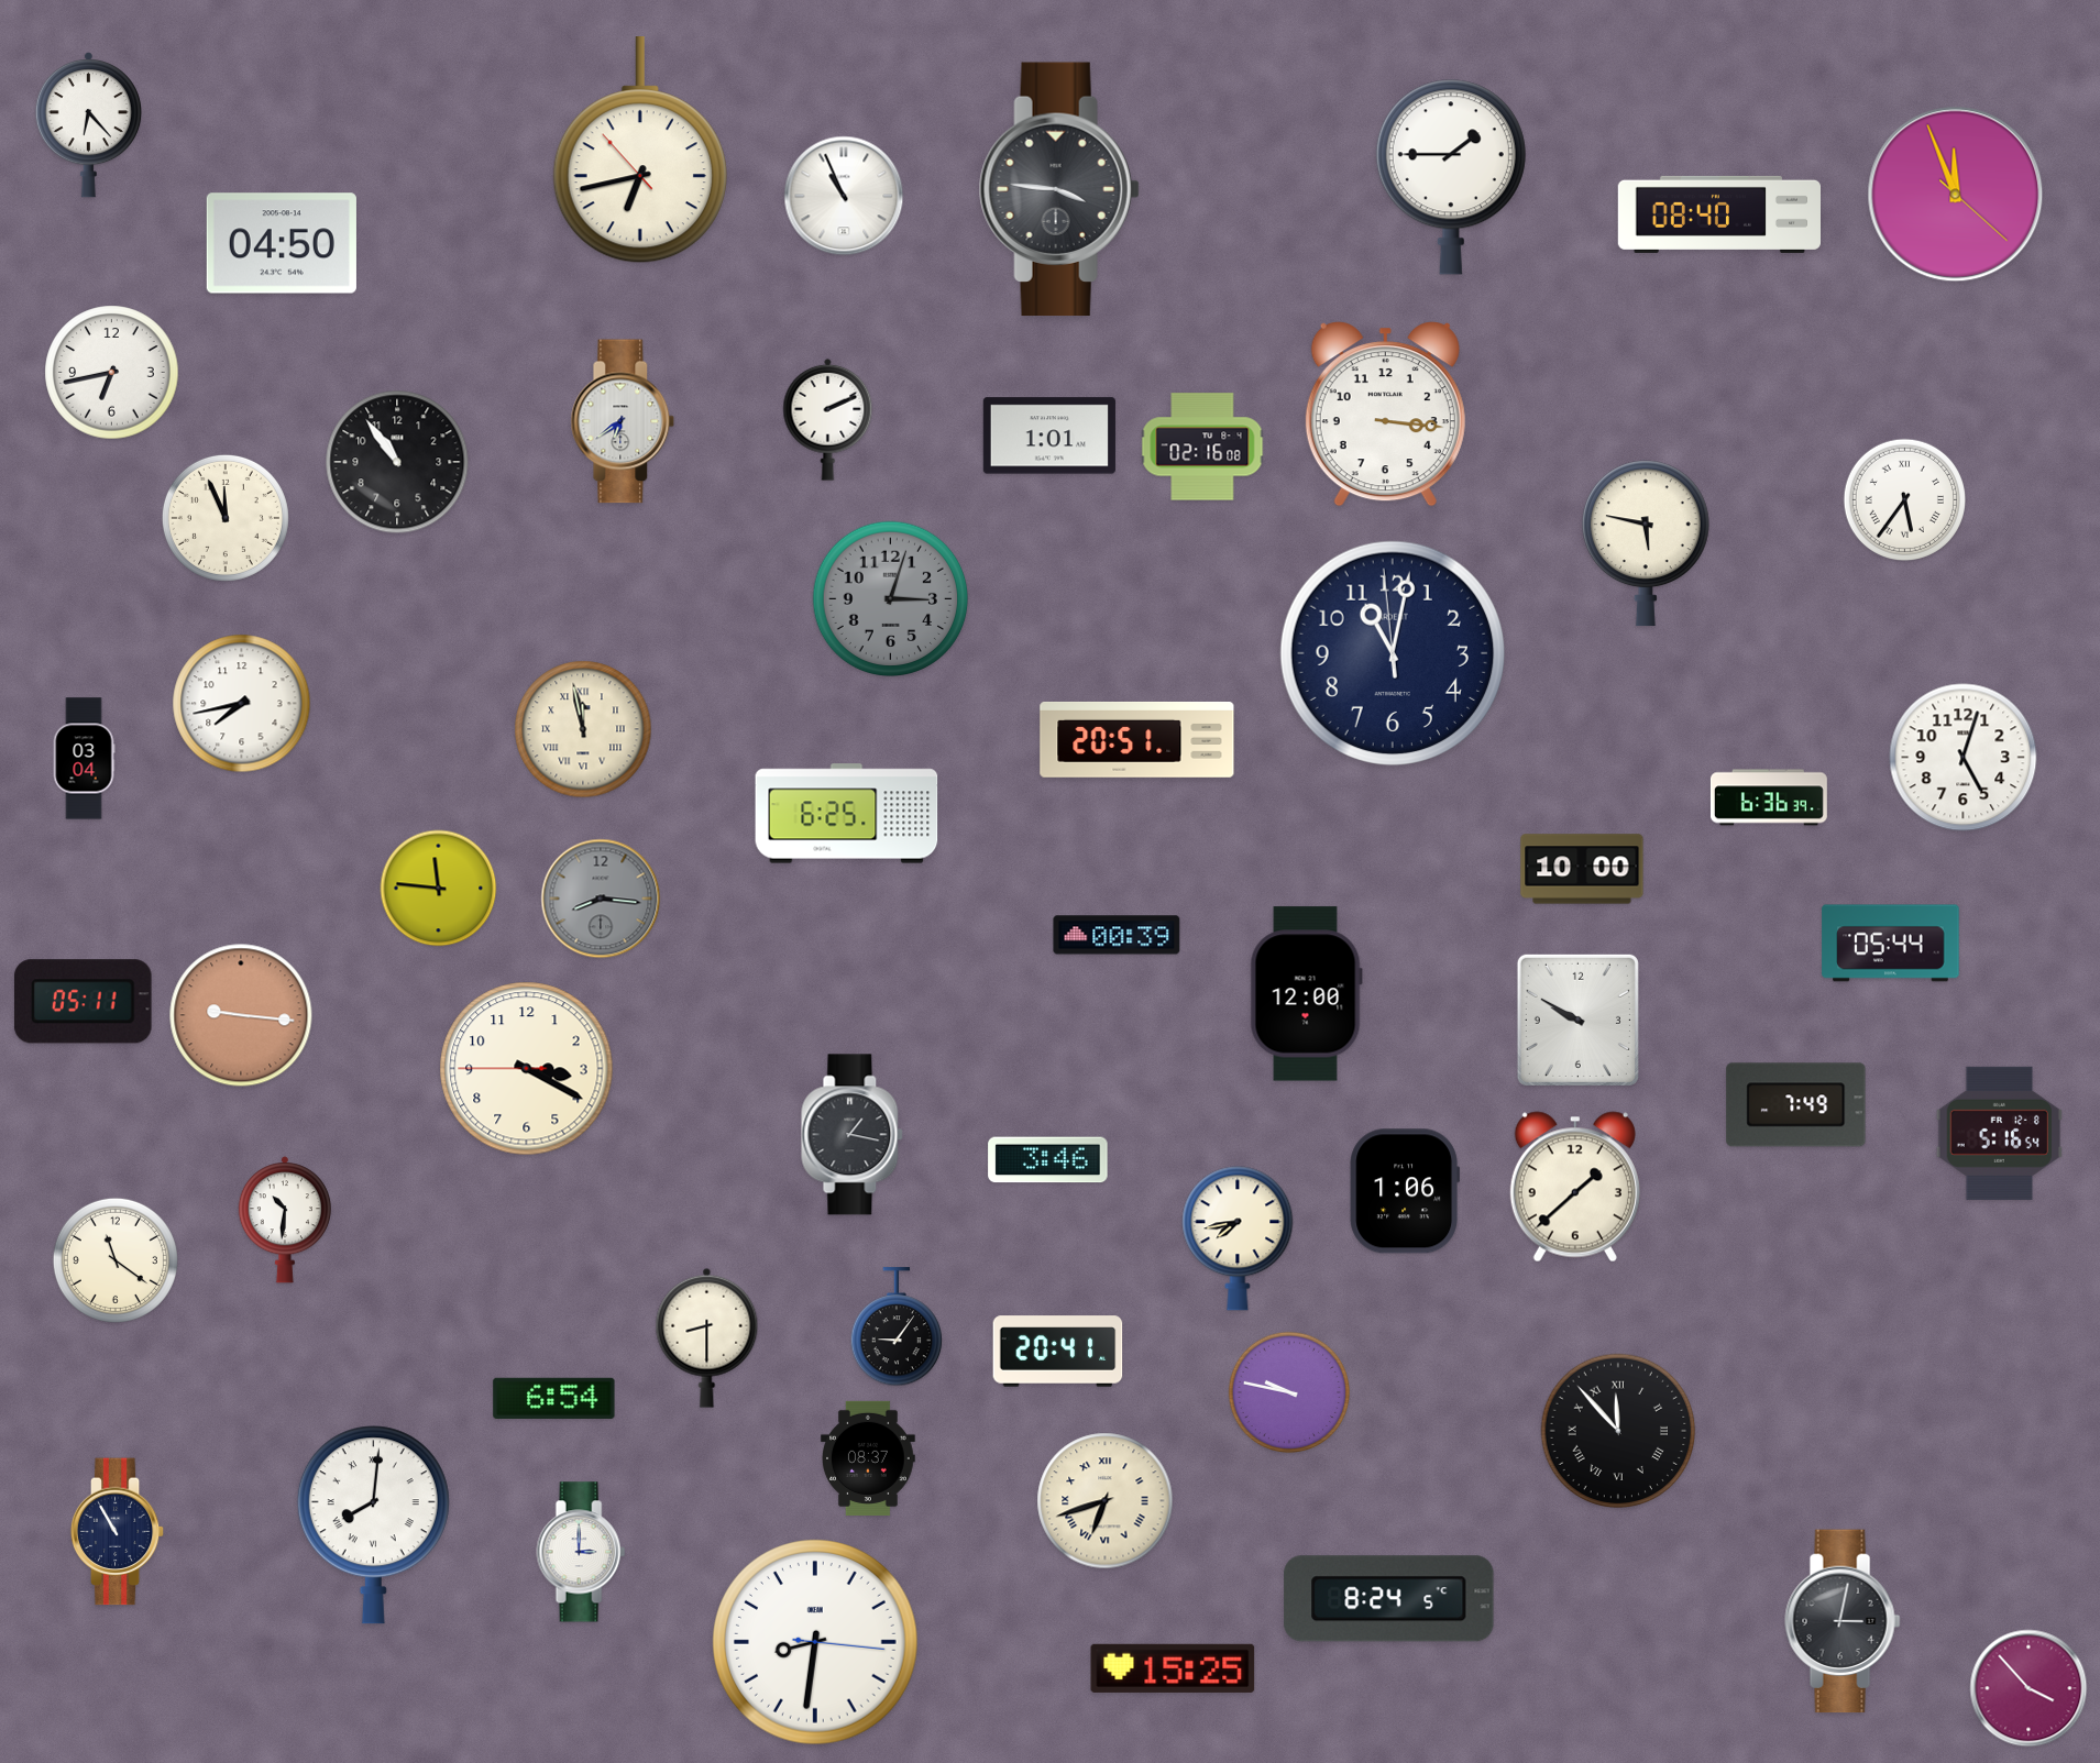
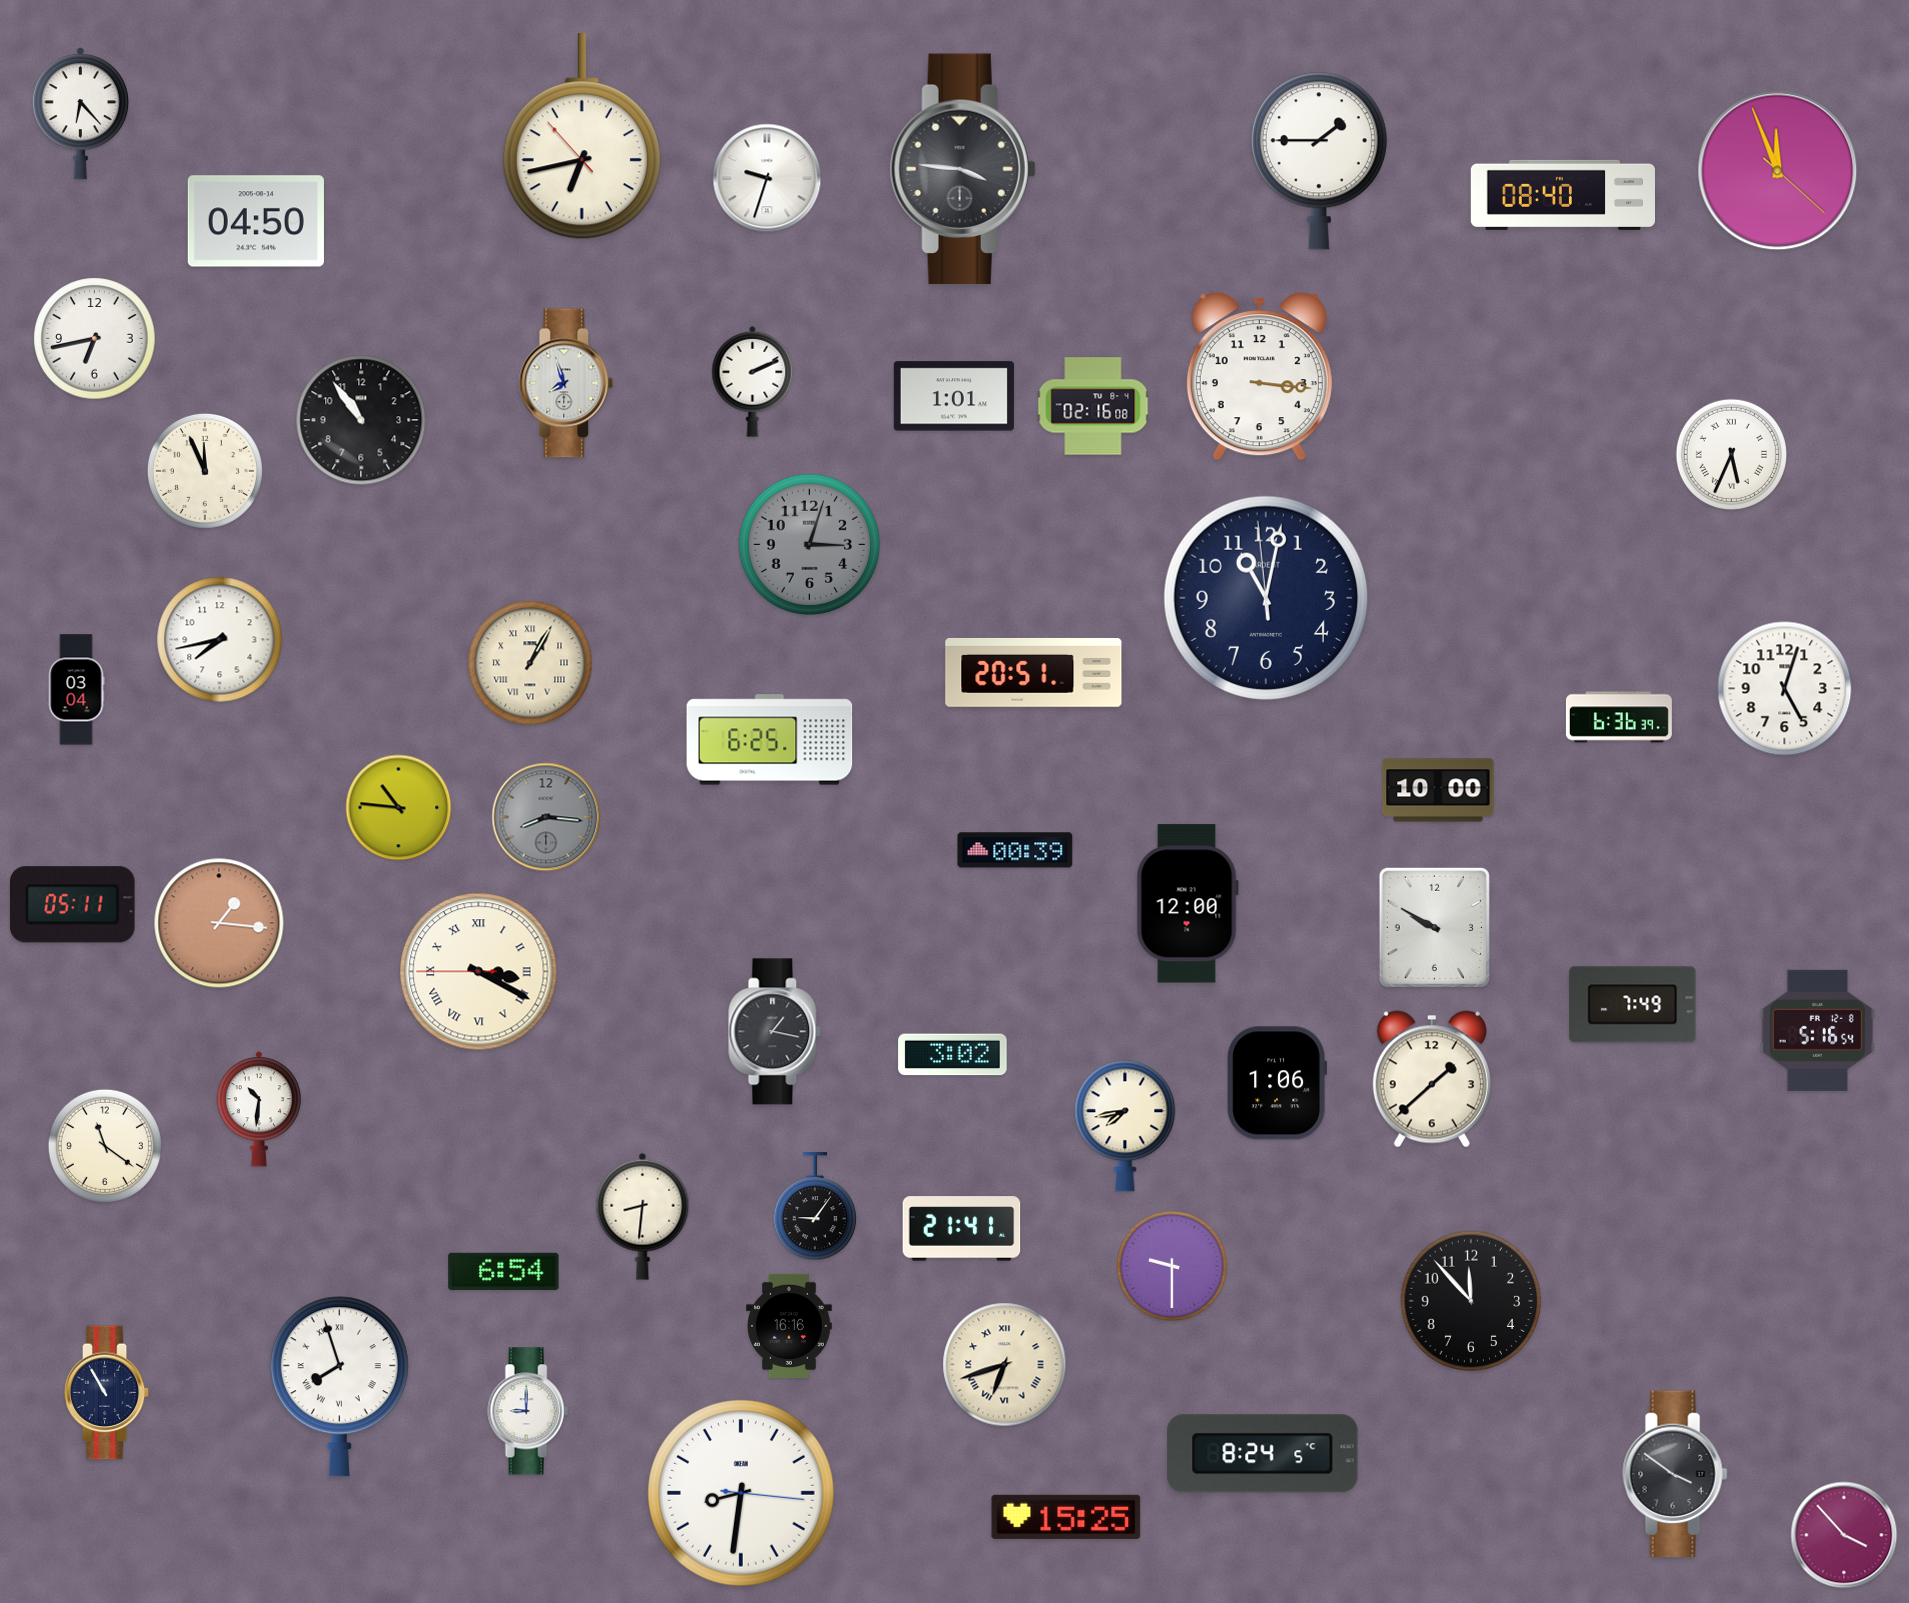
clock at (1059, 189) position: (1059, 189) -> (963, 169)
clock at (1956, 195) position: (1956, 195) -> (1778, 171)
clock at (844, 196): 10:56 -> 9:33
clock at (112, 373) position: (112, 373) -> (95, 339)
clock at (623, 421): 6:39 -> 7:57
clock at (1904, 499): 5:36 -> 5:34
clock at (1646, 543): 5:47 -> none
clock at (1393, 653) position: (1393, 653) -> (1266, 598)
clock at (583, 729): 11:58 -> 1:05
clock at (1769, 797) position: (1769, 797) -> (1619, 717)
clock at (439, 889): 11:46 -> 10:46
clock at (1891, 944): 05:44 -> none
clock at (84, 1002) position: (84, 1002) -> (73, 905)
clock at (241, 1015): 9:16 -> 1:16
clock at (527, 1069) numerals: Arabic -> Roman
clock at (1048, 1160): 3:46 -> 3:02
clock at (707, 1337): 8:30 -> 8:31
clock at (1058, 1352): 20:41 -> 21:41
clock at (1289, 1392): 9:47 -> 9:30
clock at (1618, 1431) numerals: Roman -> Arabic
clock at (869, 1458): 08:37 -> 16:16
clock at (373, 1525): 8:01 -> 7:57
clock at (581, 1552): 3:00 -> 9:00
clock at (1843, 1621): 3:02 -> 3:51
